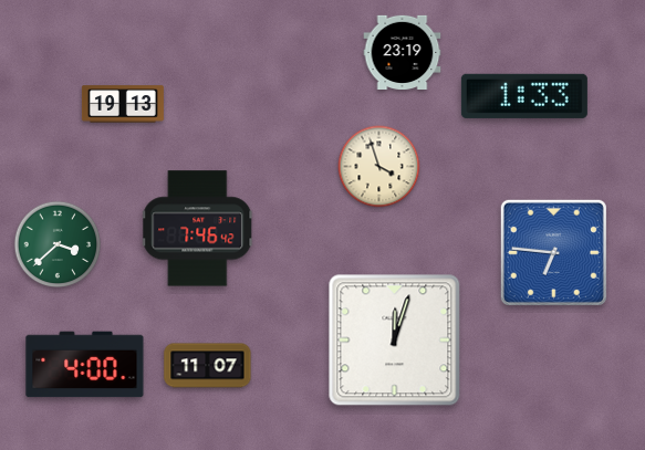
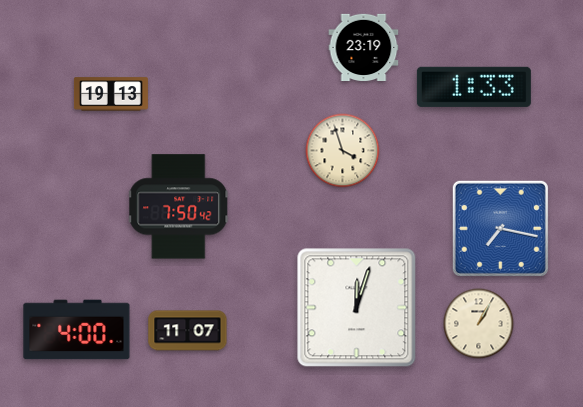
clock at (198, 229): 7:46 -> 7:50
clock at (58, 244): 3:38 -> none
clock at (553, 252): 6:46 -> 7:17
clock at (479, 324): none -> 1:05
